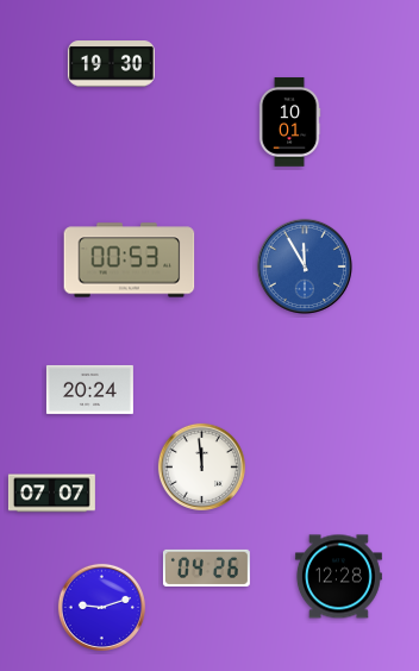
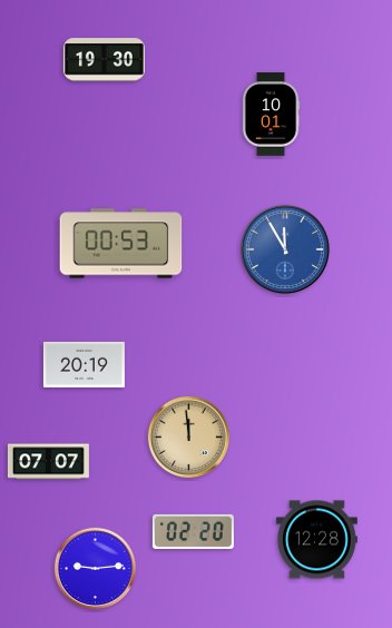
clock at (89, 389): 20:24 -> 20:19
clock at (201, 466) dial: white -> champagne
clock at (206, 567): 04:26 -> 02:20
clock at (101, 607): 9:12 -> 9:14
